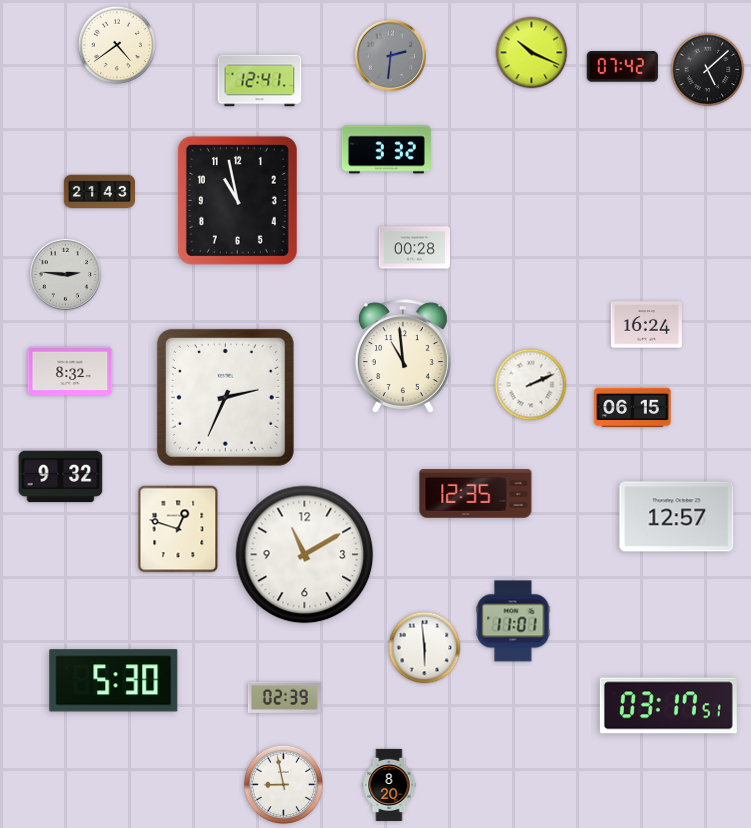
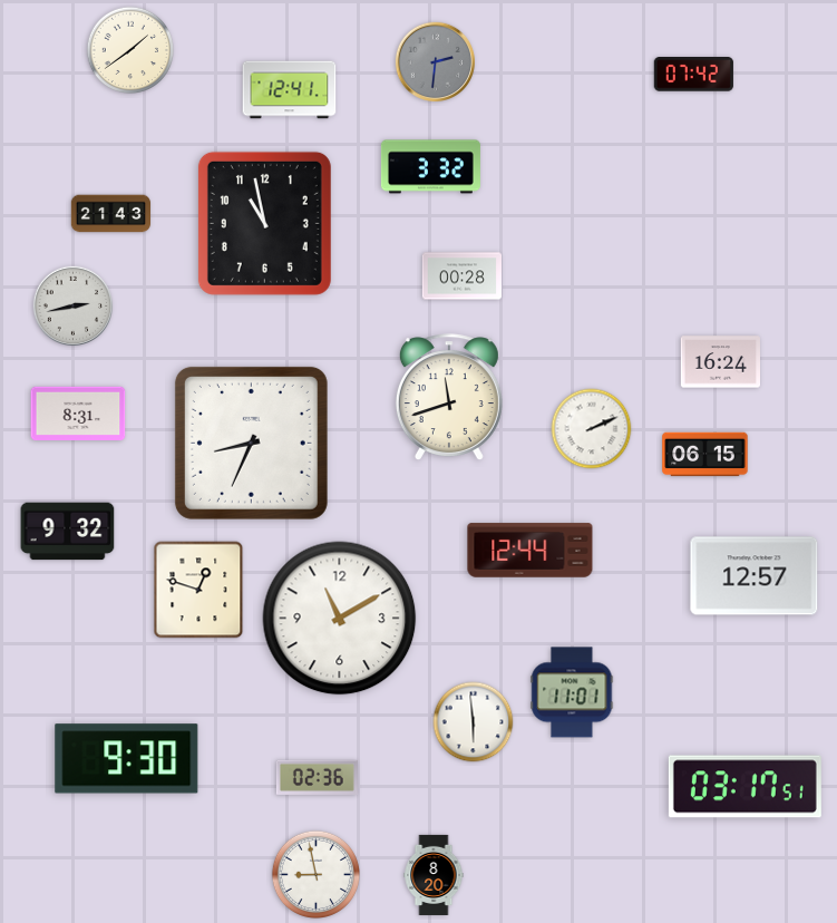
clock at (117, 45): 4:39 -> 1:39
clock at (532, 53): 10:19 -> none
clock at (708, 70): 5:08 -> none
clock at (66, 275): 2:46 -> 2:43
clock at (403, 356): 10:59 -> 11:42
clock at (70, 370): 8:32 -> 8:31
clock at (225, 397): 2:34 -> 8:34
clock at (476, 494): 12:35 -> 12:44
clock at (114, 681): 5:30 -> 9:30
clock at (284, 697): 02:39 -> 02:36
